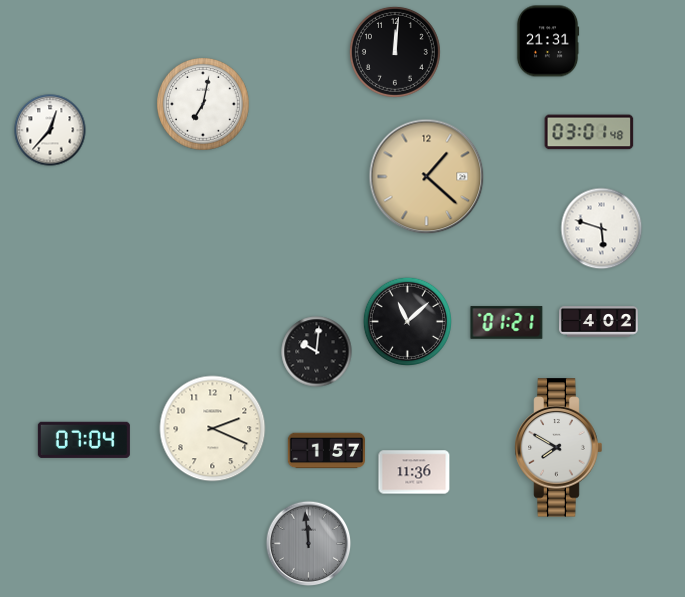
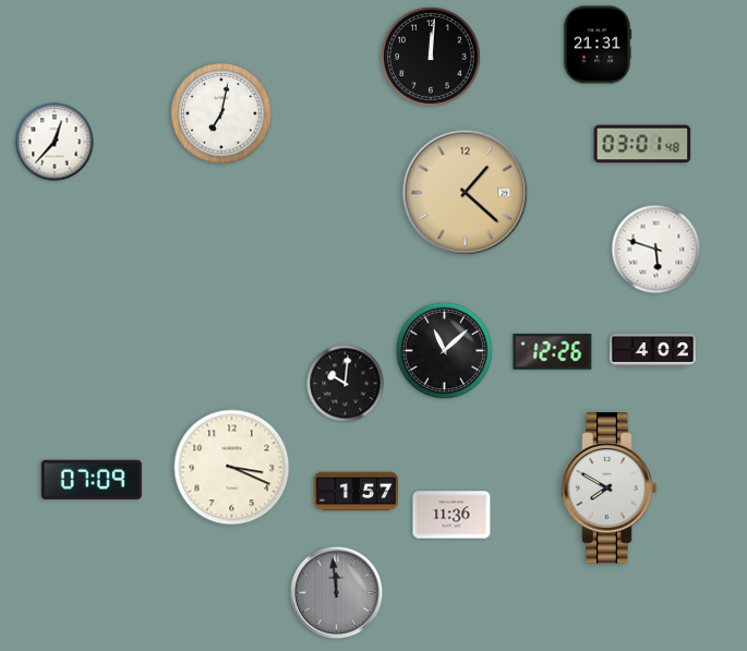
clock at (507, 323): 01:21 -> 12:26
clock at (213, 429): 2:19 -> 3:19
clock at (84, 440): 07:04 -> 07:09
